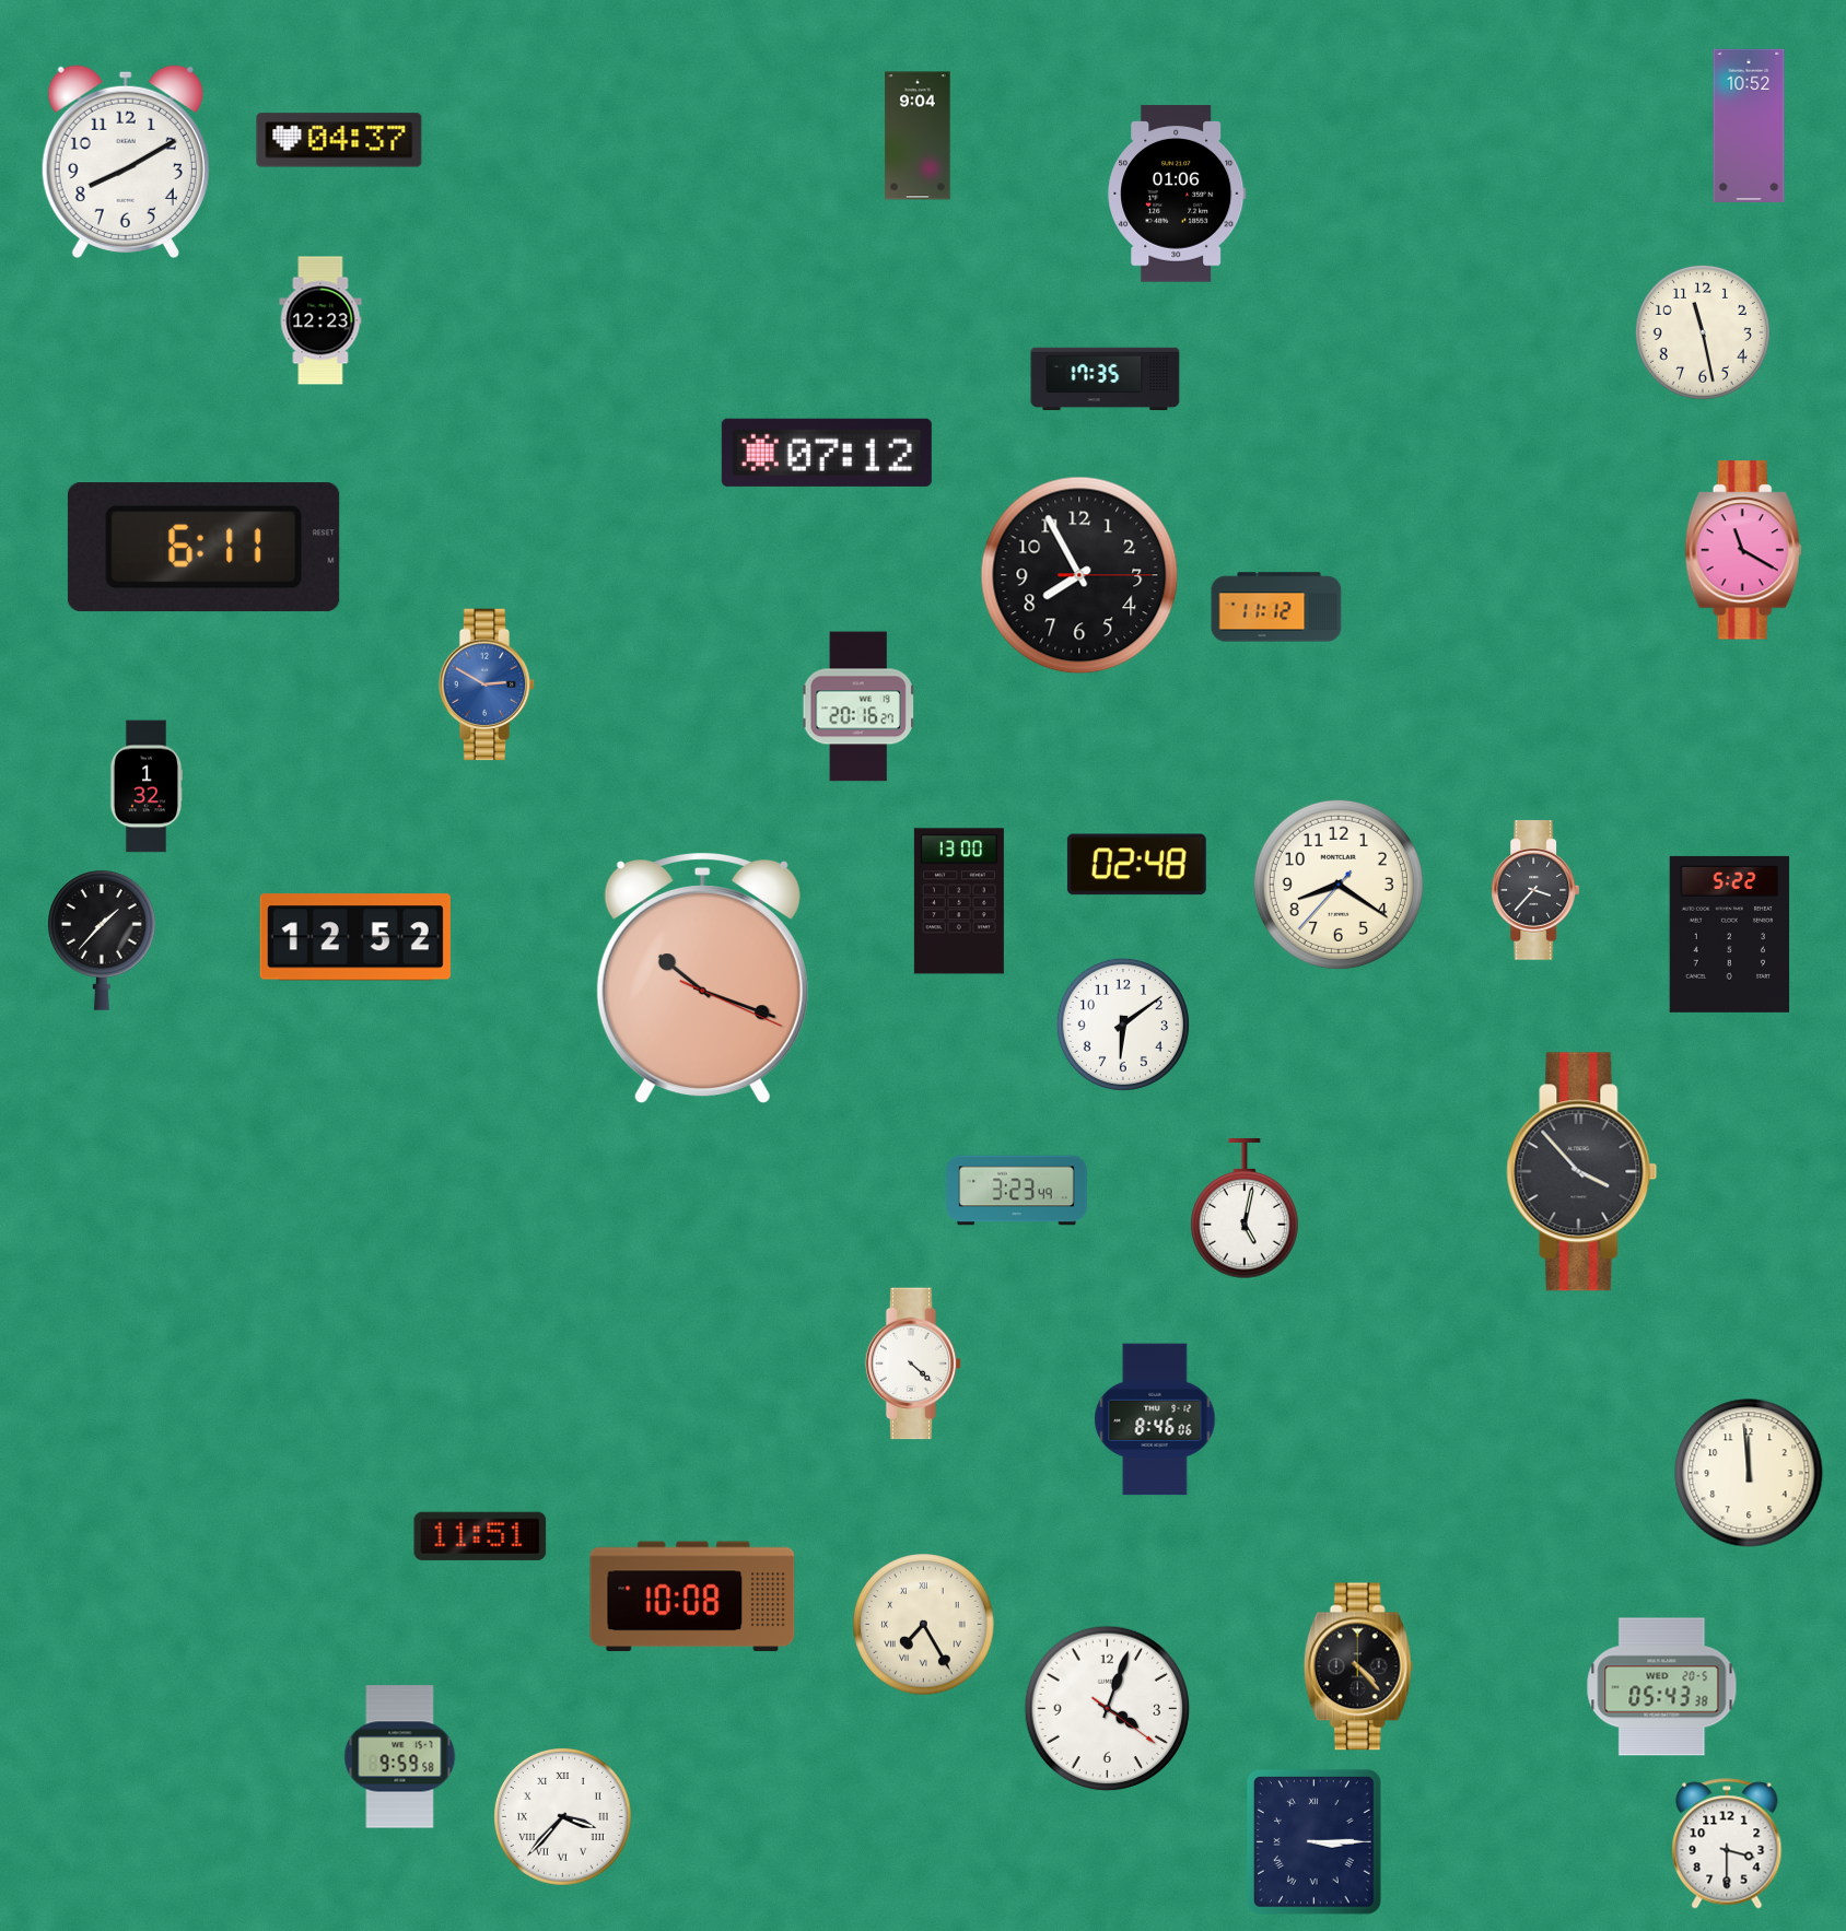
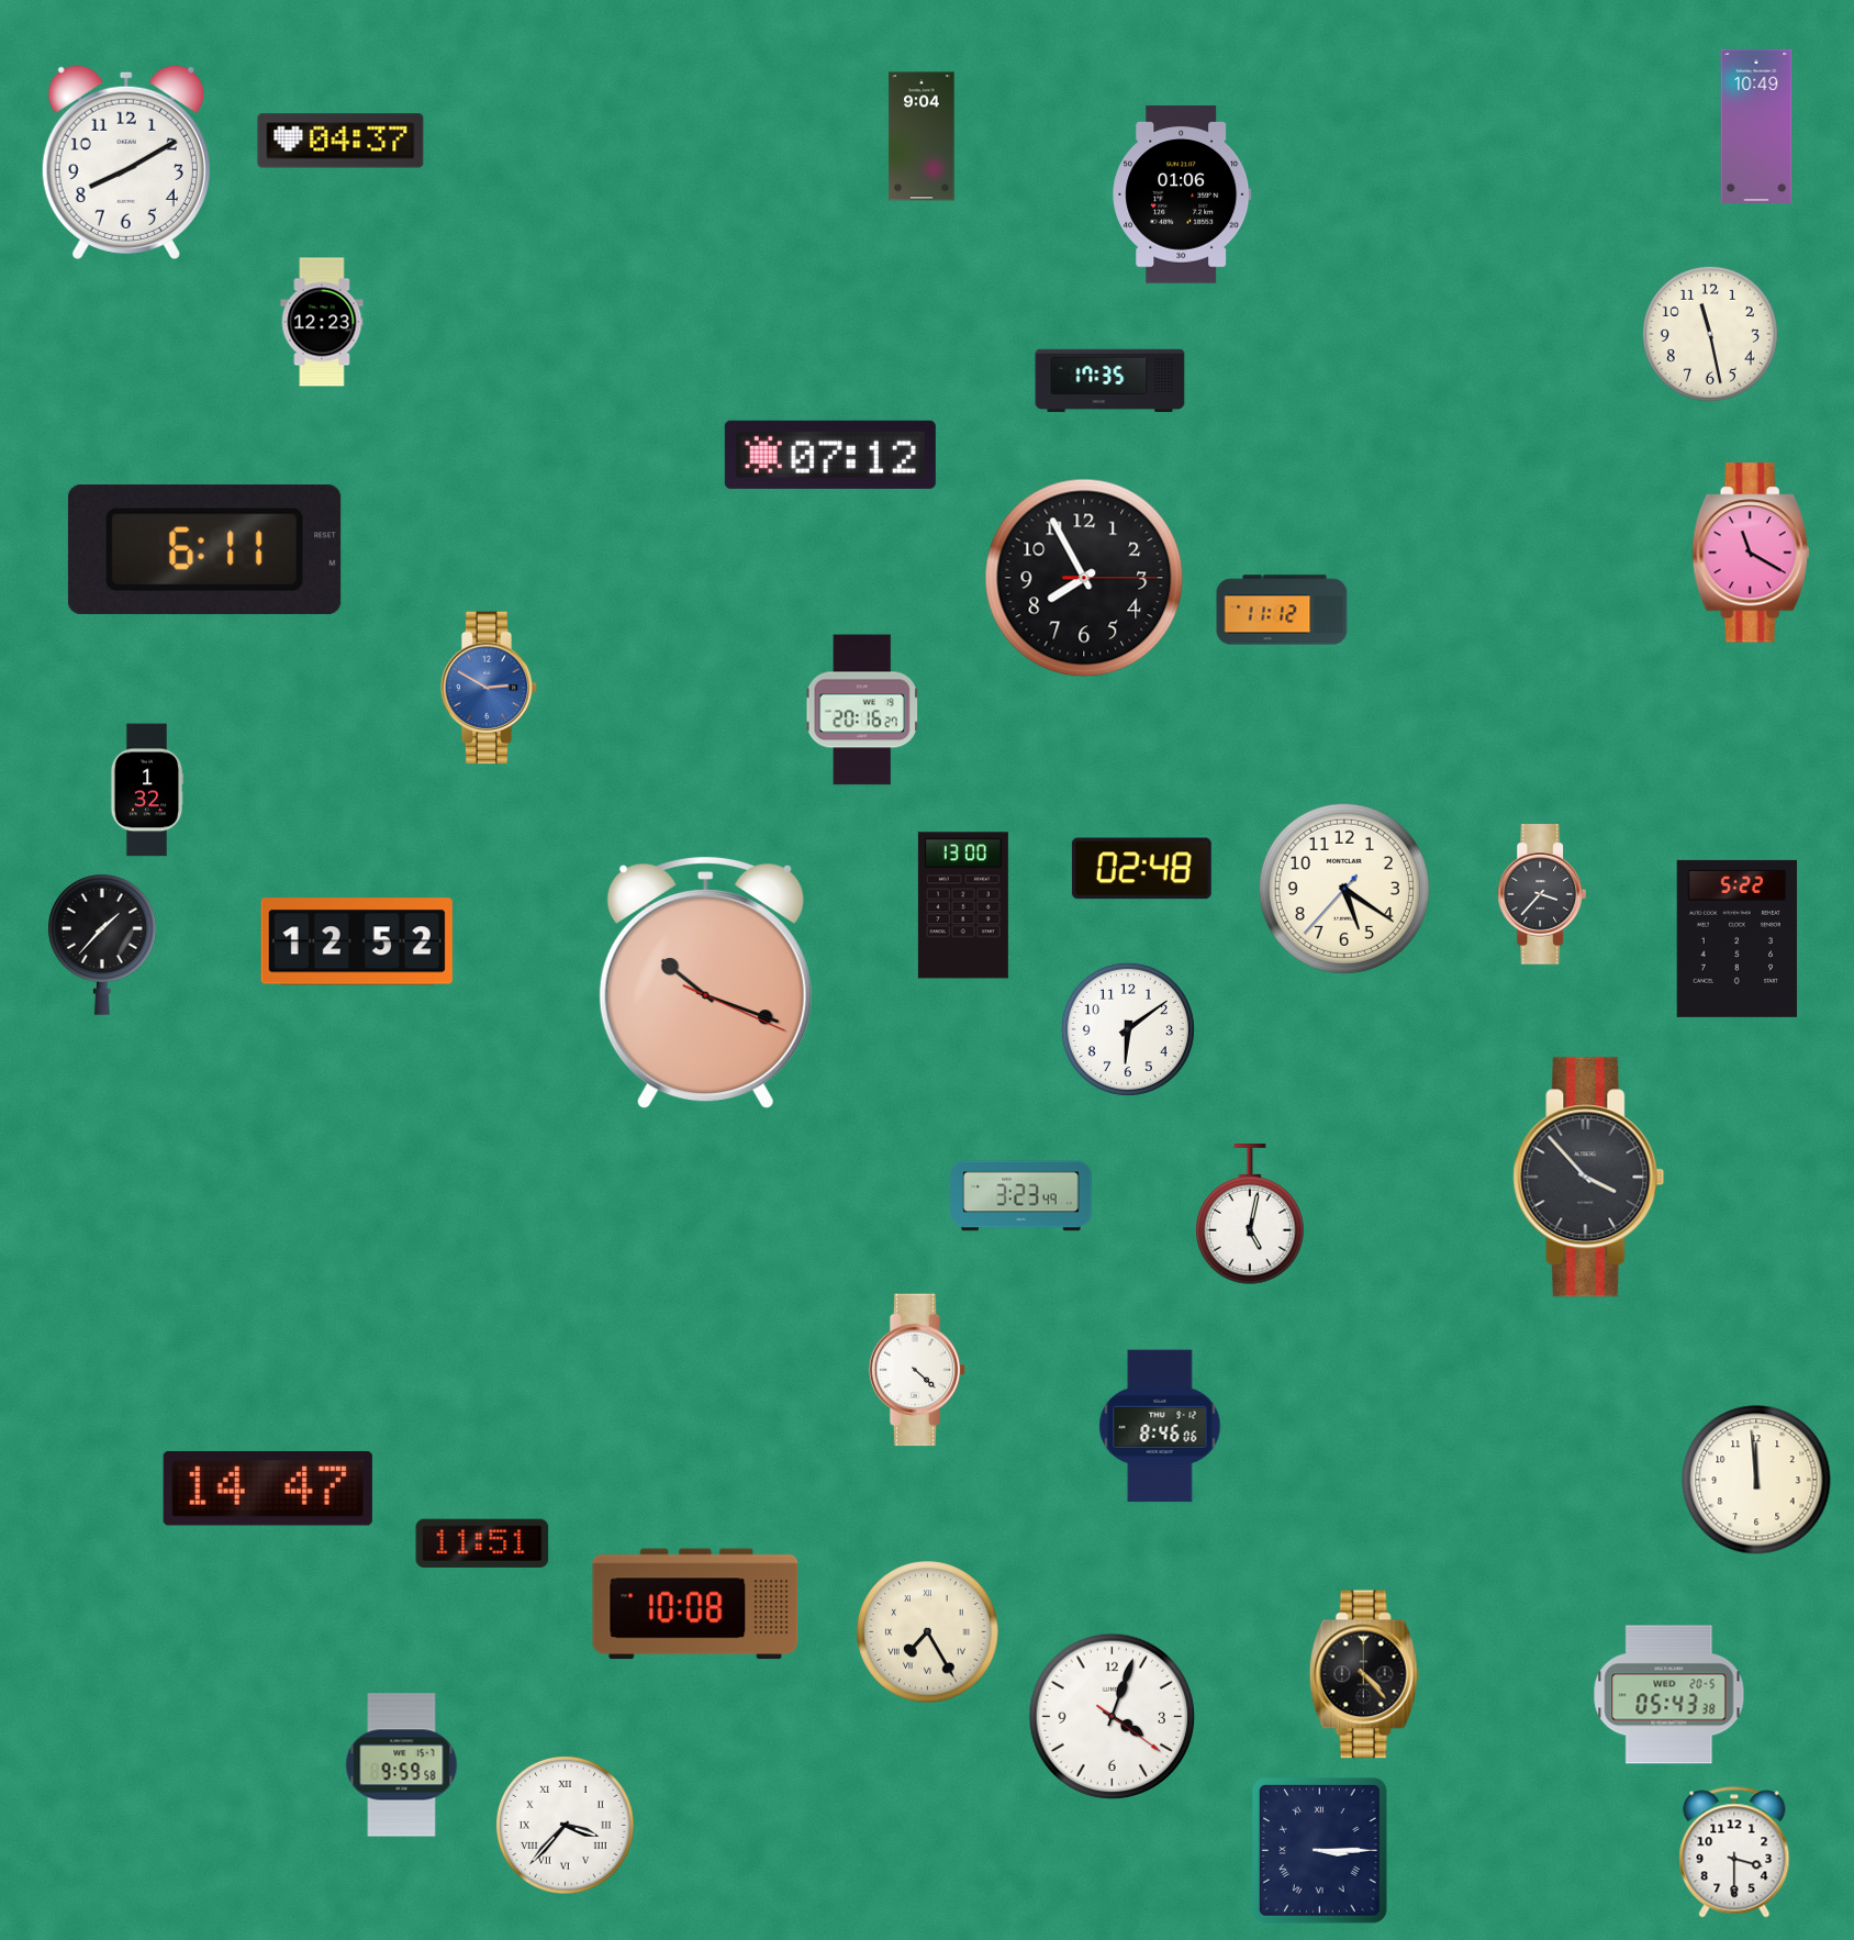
clock at (1749, 125): 10:52 -> 10:49
clock at (1339, 885): 8:20 -> 5:20
clock at (268, 1490): none -> 14:47
